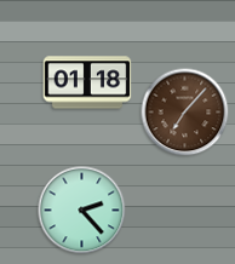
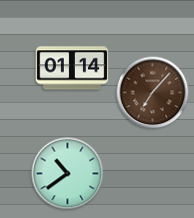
clock at (87, 82): 01:18 -> 01:14
clock at (82, 211): 2:23 -> 10:39
